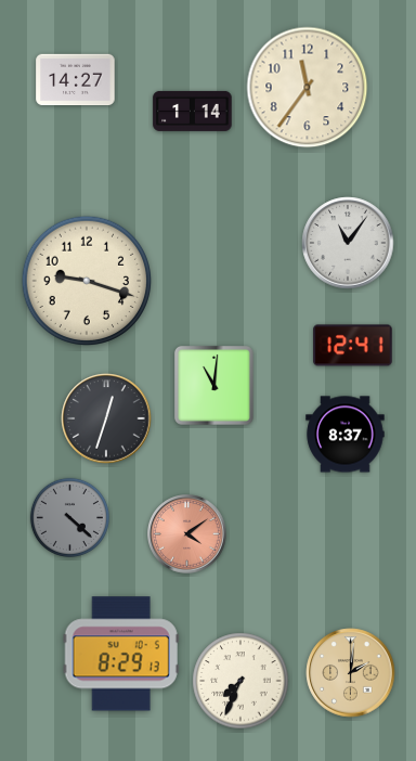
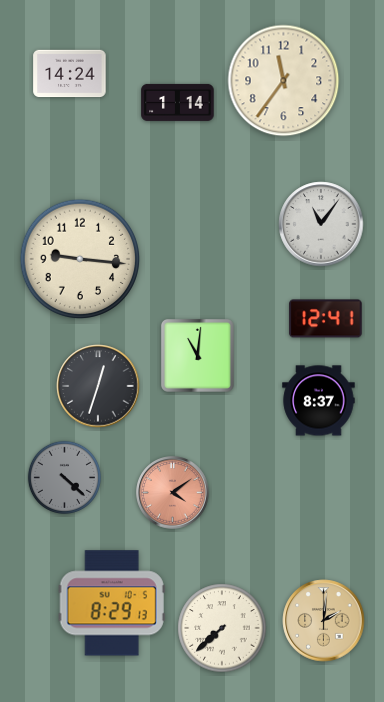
clock at (76, 80): 14:27 -> 14:24
clock at (87, 281): 9:18 -> 9:16
clock at (240, 681): 7:34 -> 7:38
